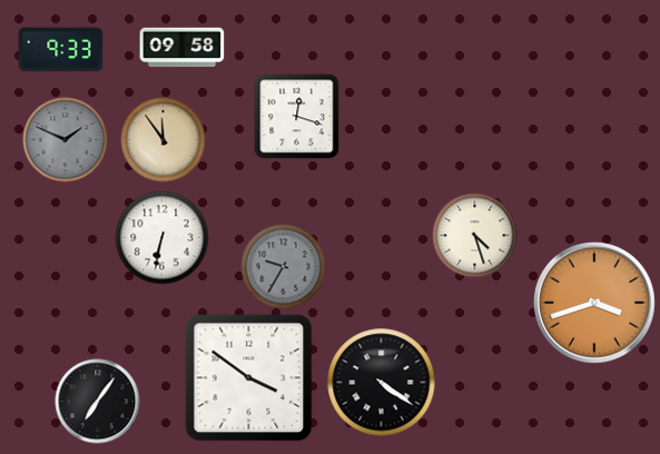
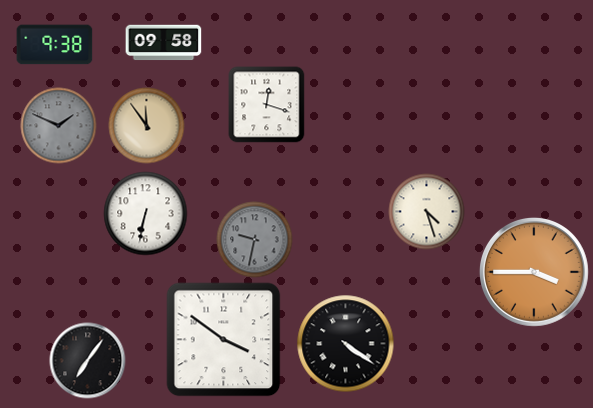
clock at (61, 50): 9:33 -> 9:38
clock at (284, 267): 9:35 -> 9:32
clock at (594, 303): 3:42 -> 3:45
clock at (382, 383) position: (382, 383) -> (346, 344)
